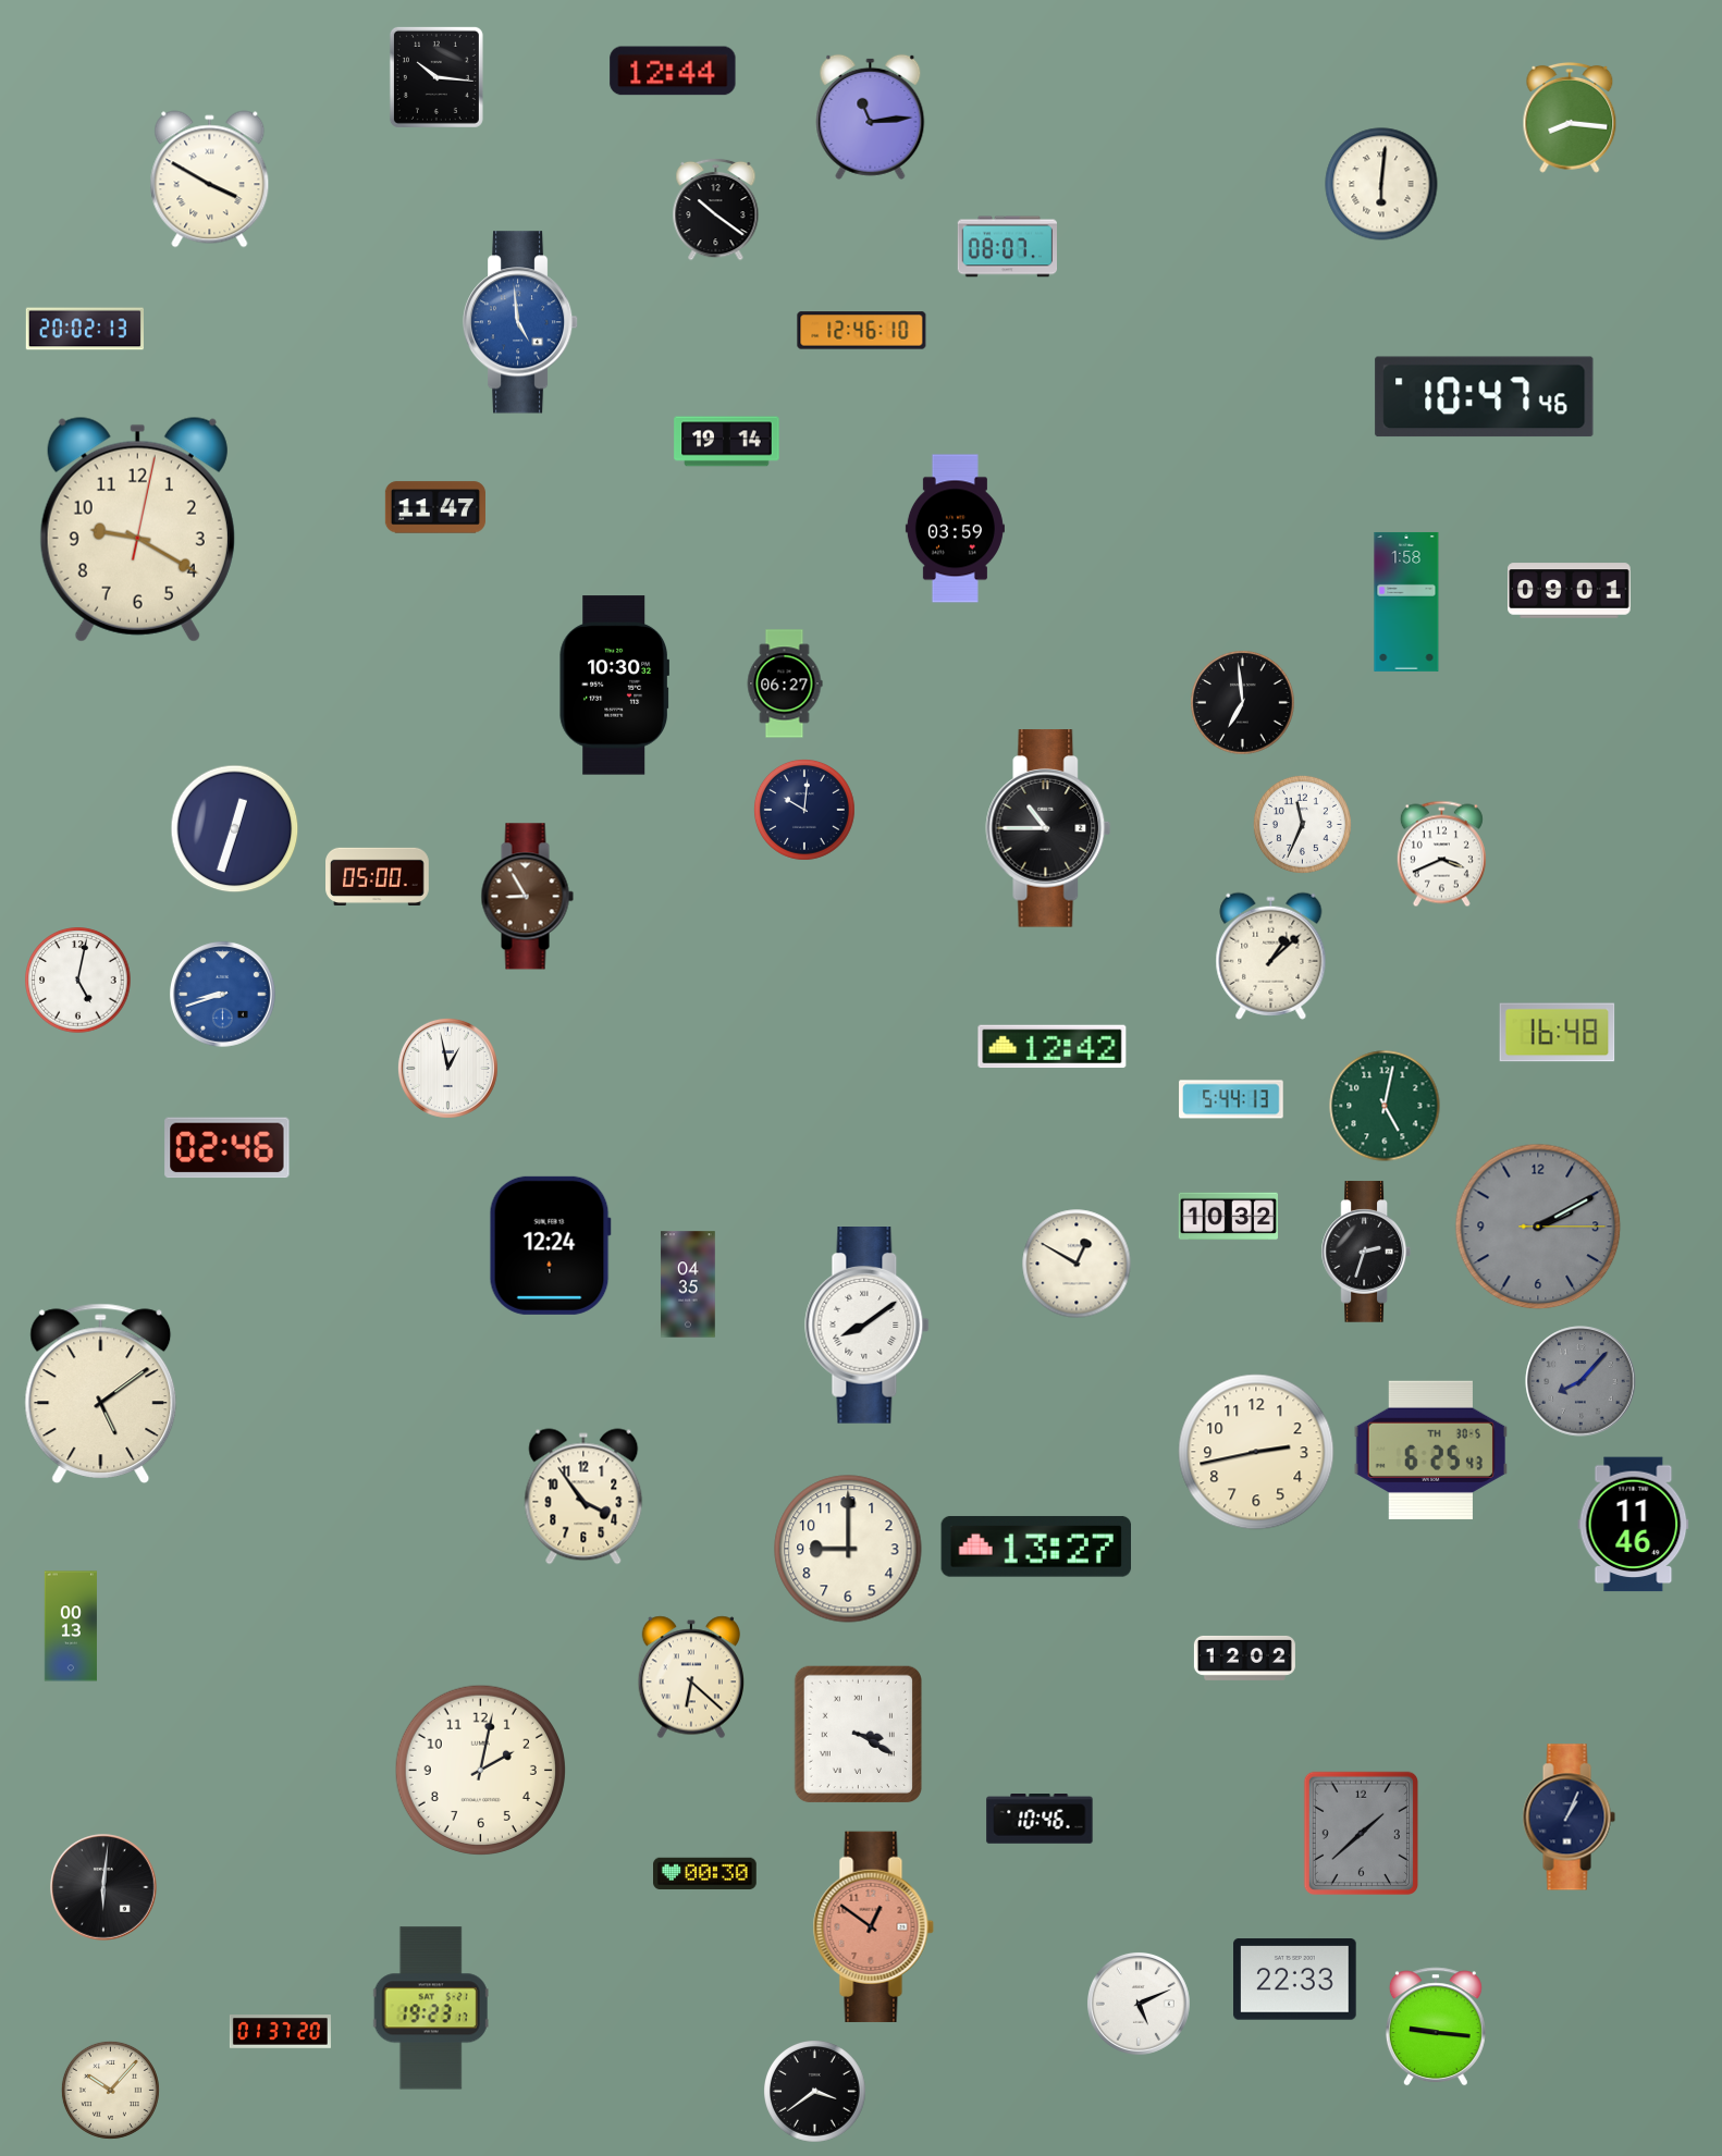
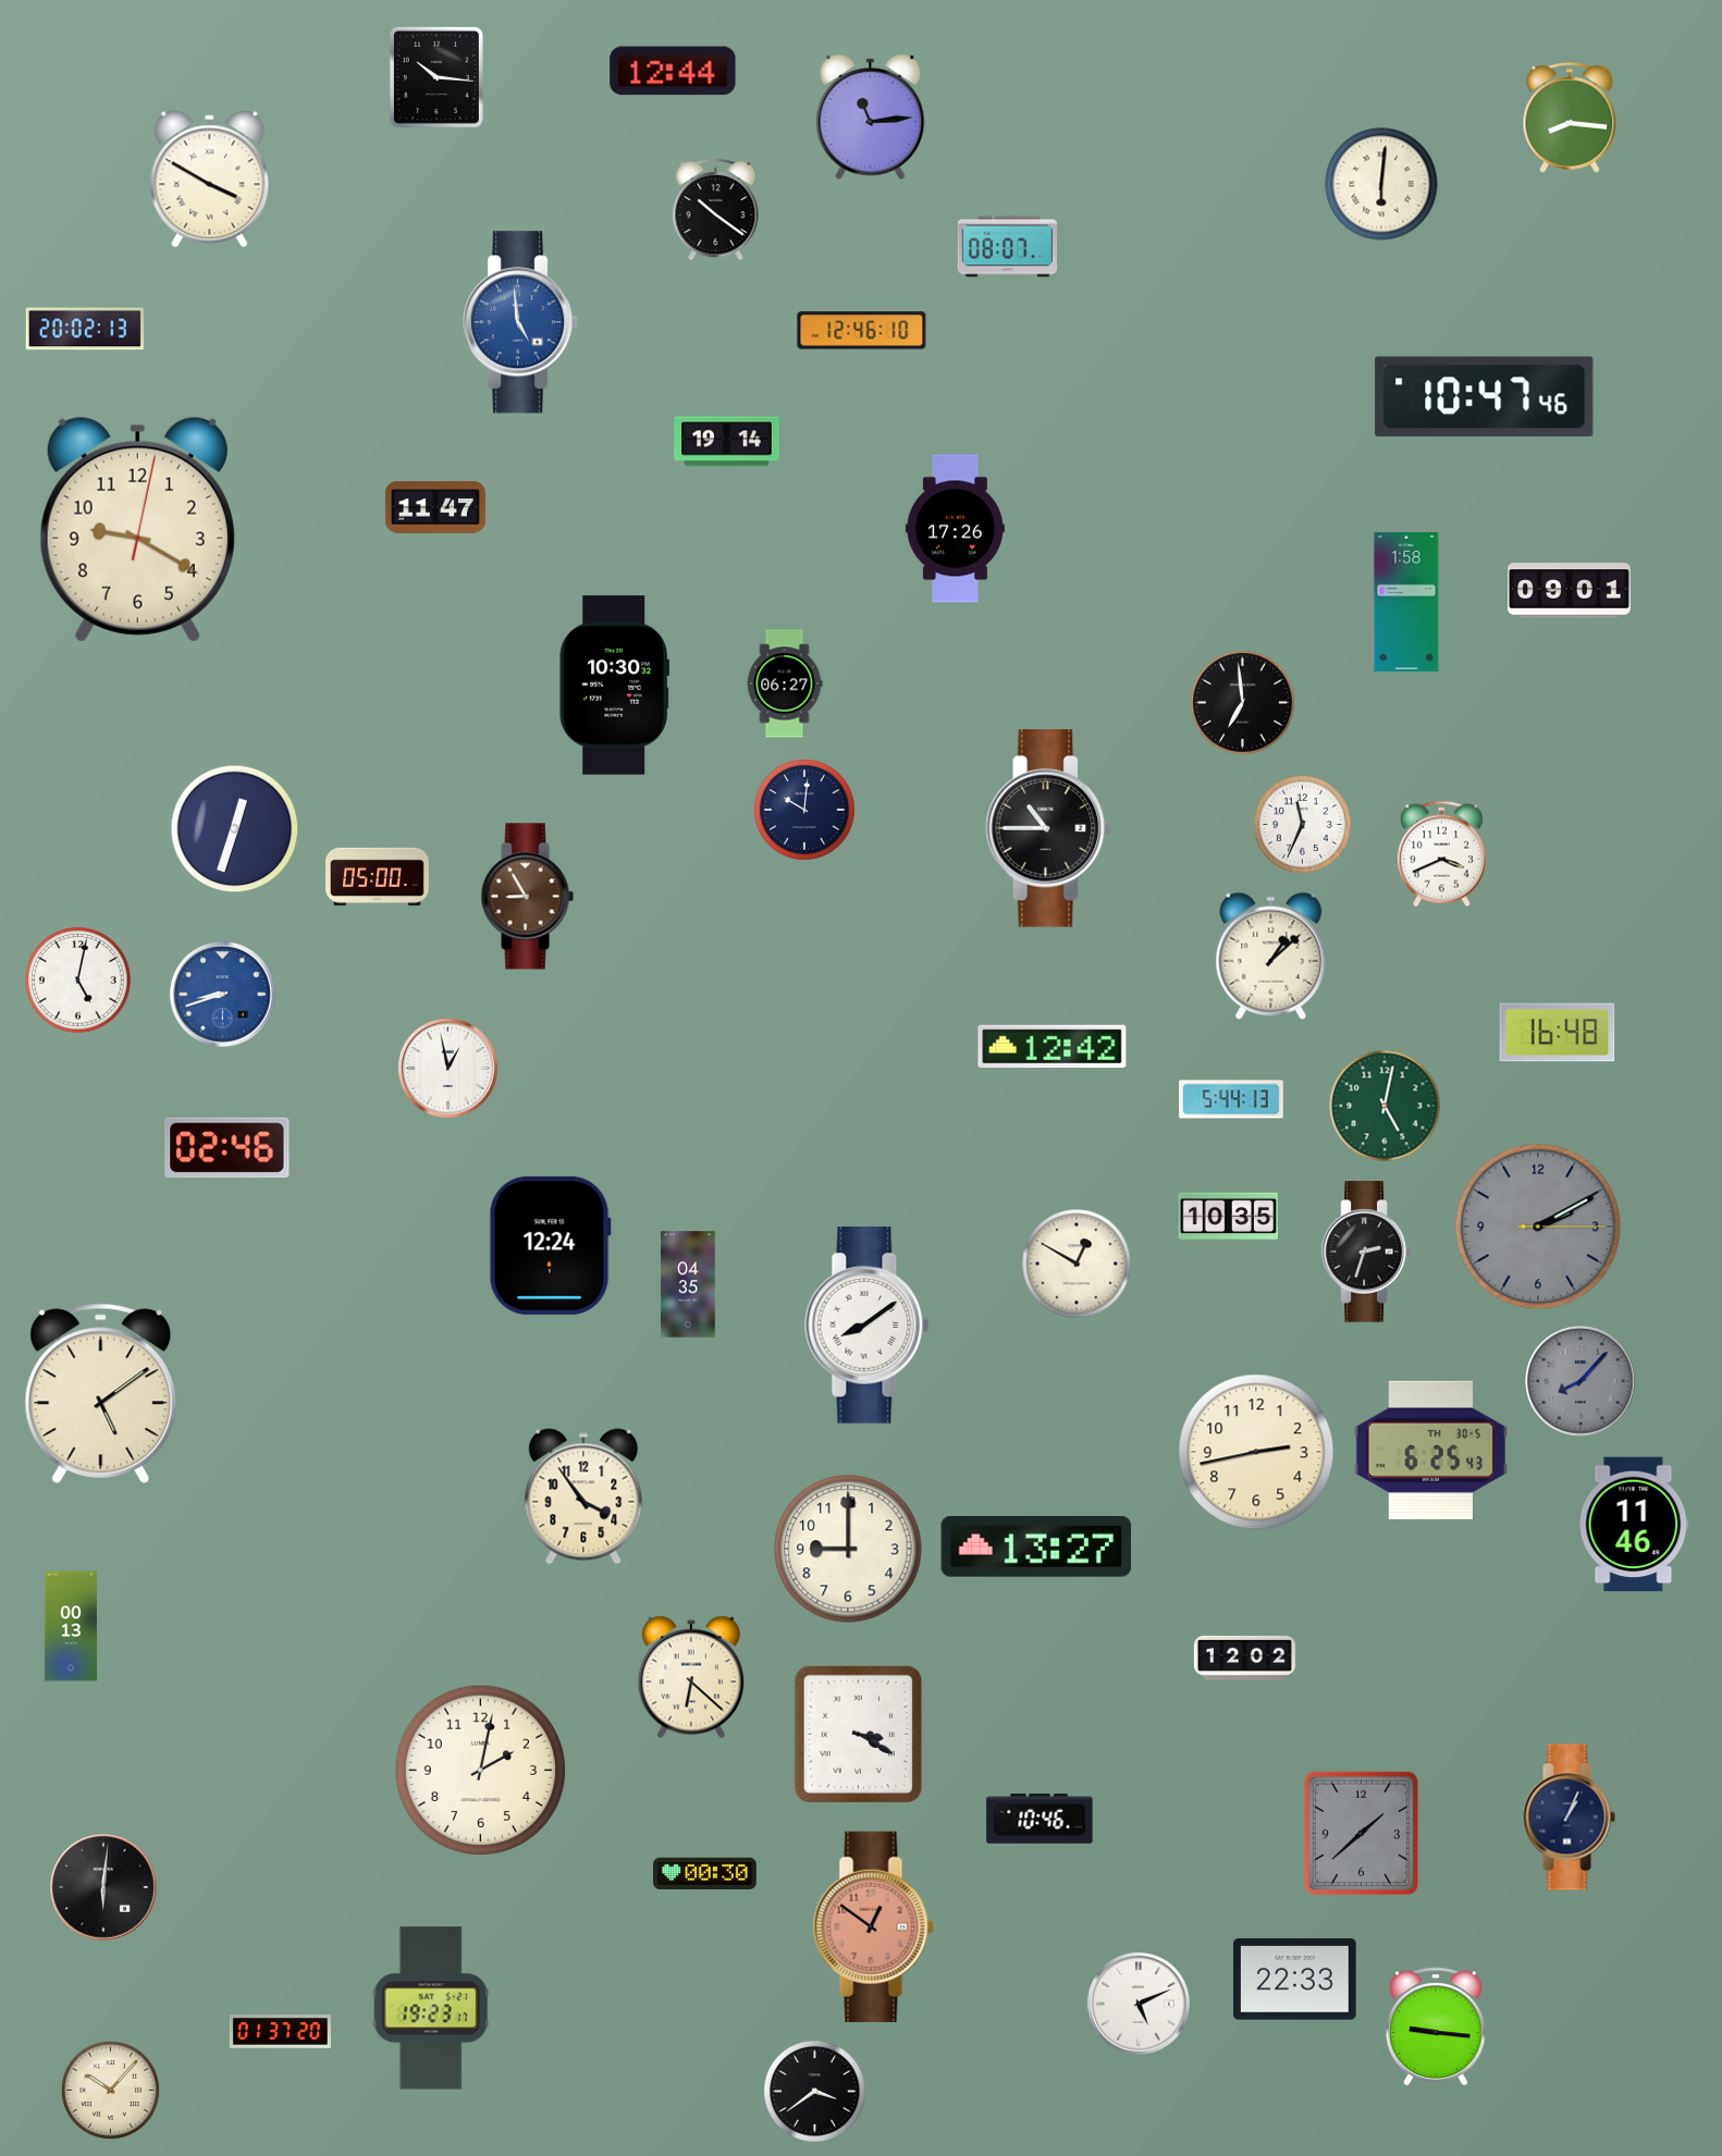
clock at (955, 529): 03:59 -> 17:26
clock at (1228, 1217): 10:32 -> 10:35
